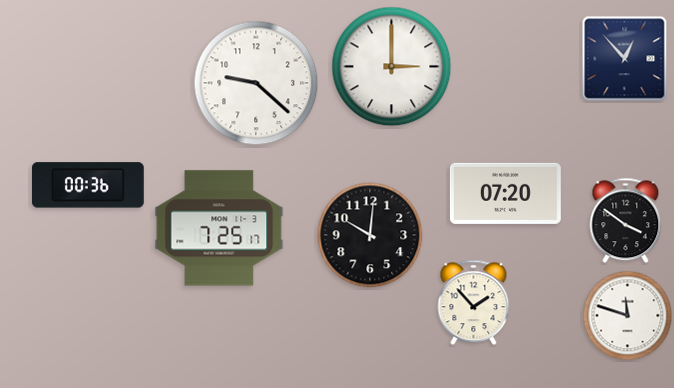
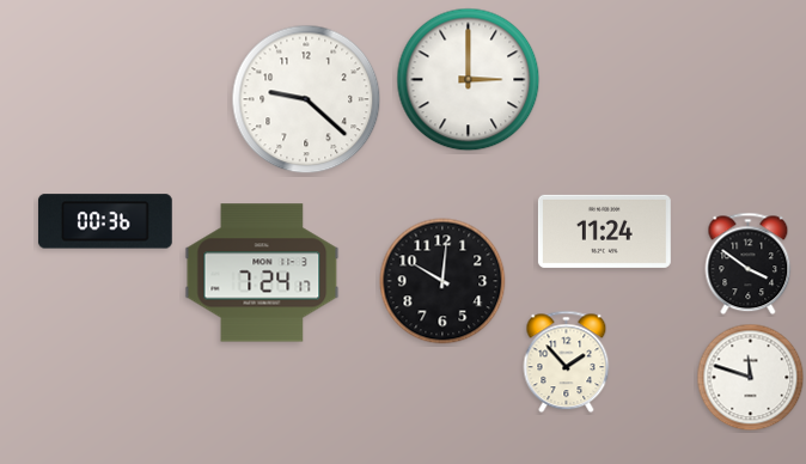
clock at (625, 59): 12:53 -> none
clock at (505, 193): 07:20 -> 11:24
clock at (219, 228): 7:25 -> 7:24
